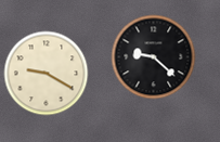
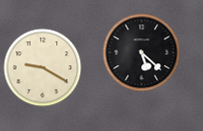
clock at (153, 56): 9:22 -> 5:22
